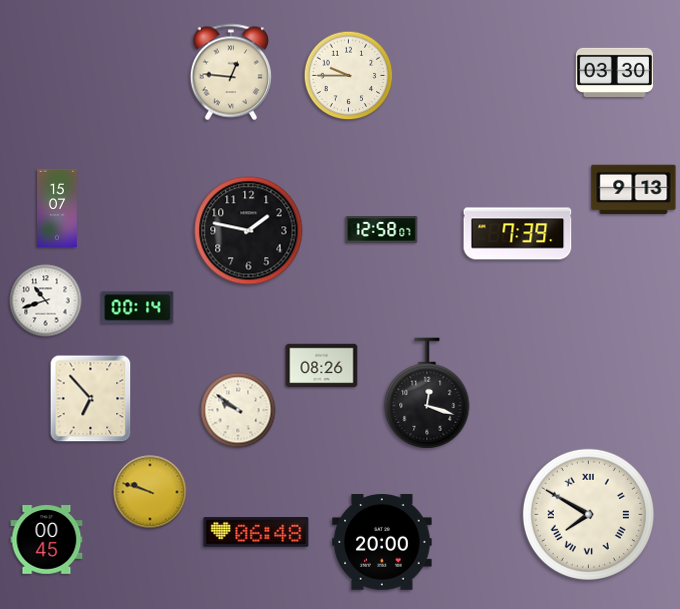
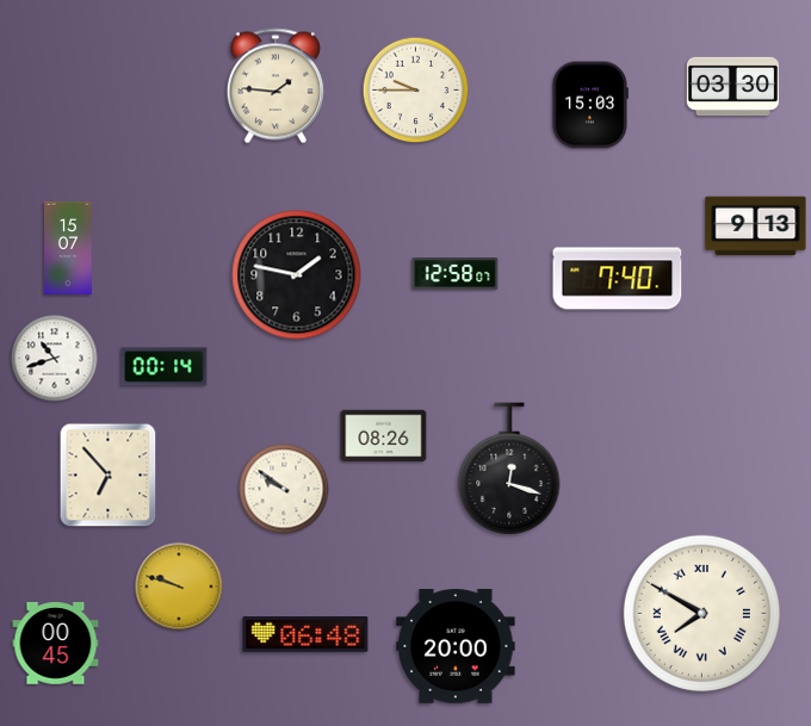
clock at (231, 72): 12:46 -> 1:46
clock at (589, 105): none -> 15:03
clock at (518, 234): 7:39 -> 7:40
